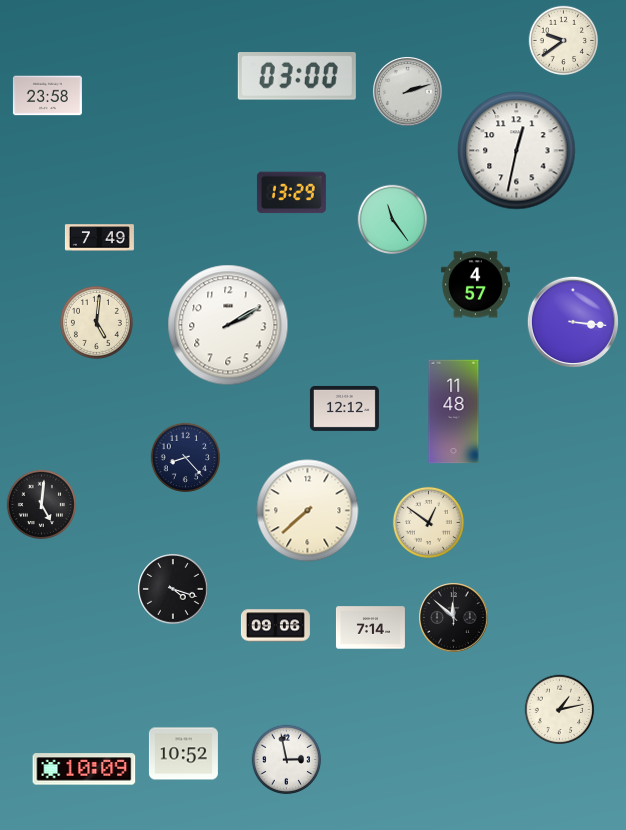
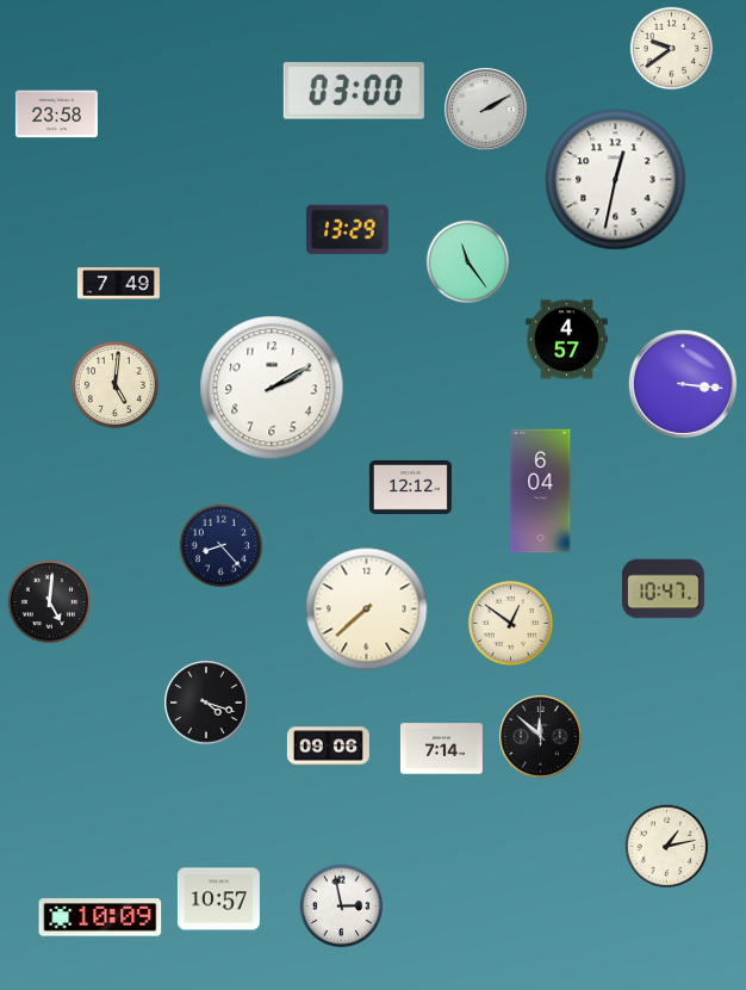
clock at (408, 92): 2:12 -> 2:10
clock at (454, 412): 11:48 -> 6:04
clock at (663, 589): none -> 10:47
clock at (183, 754): 10:52 -> 10:57
